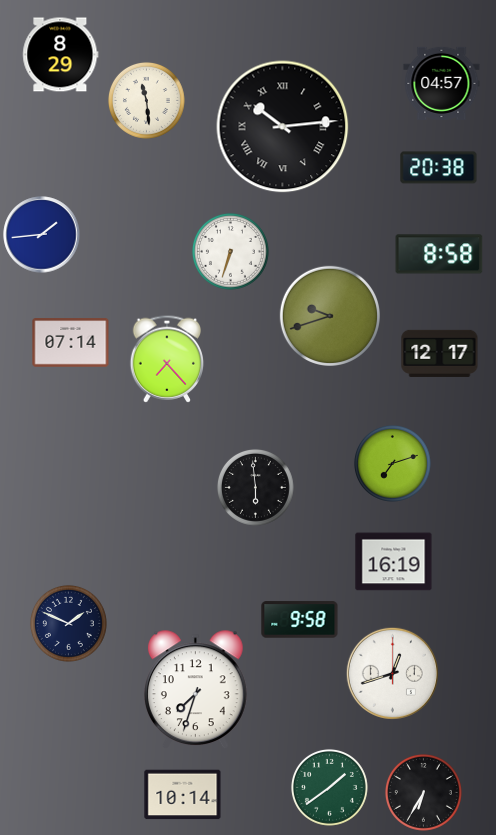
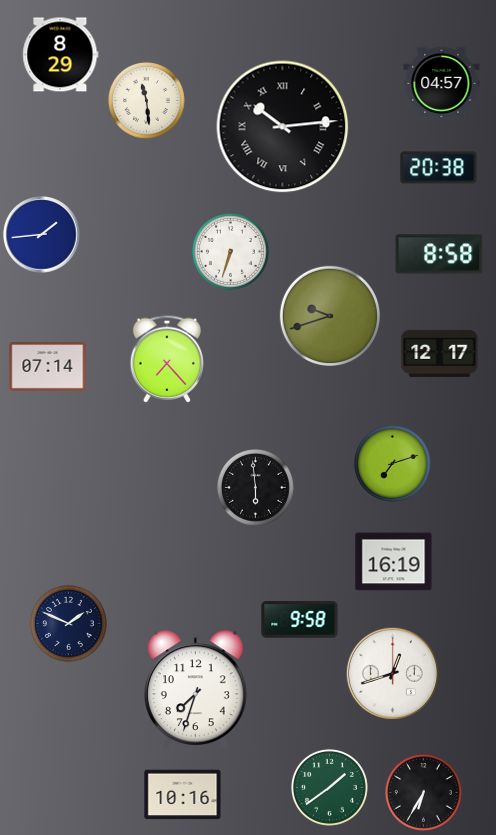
clock at (71, 343) position: (71, 343) -> (48, 367)
clock at (183, 795): 10:14 -> 10:16
